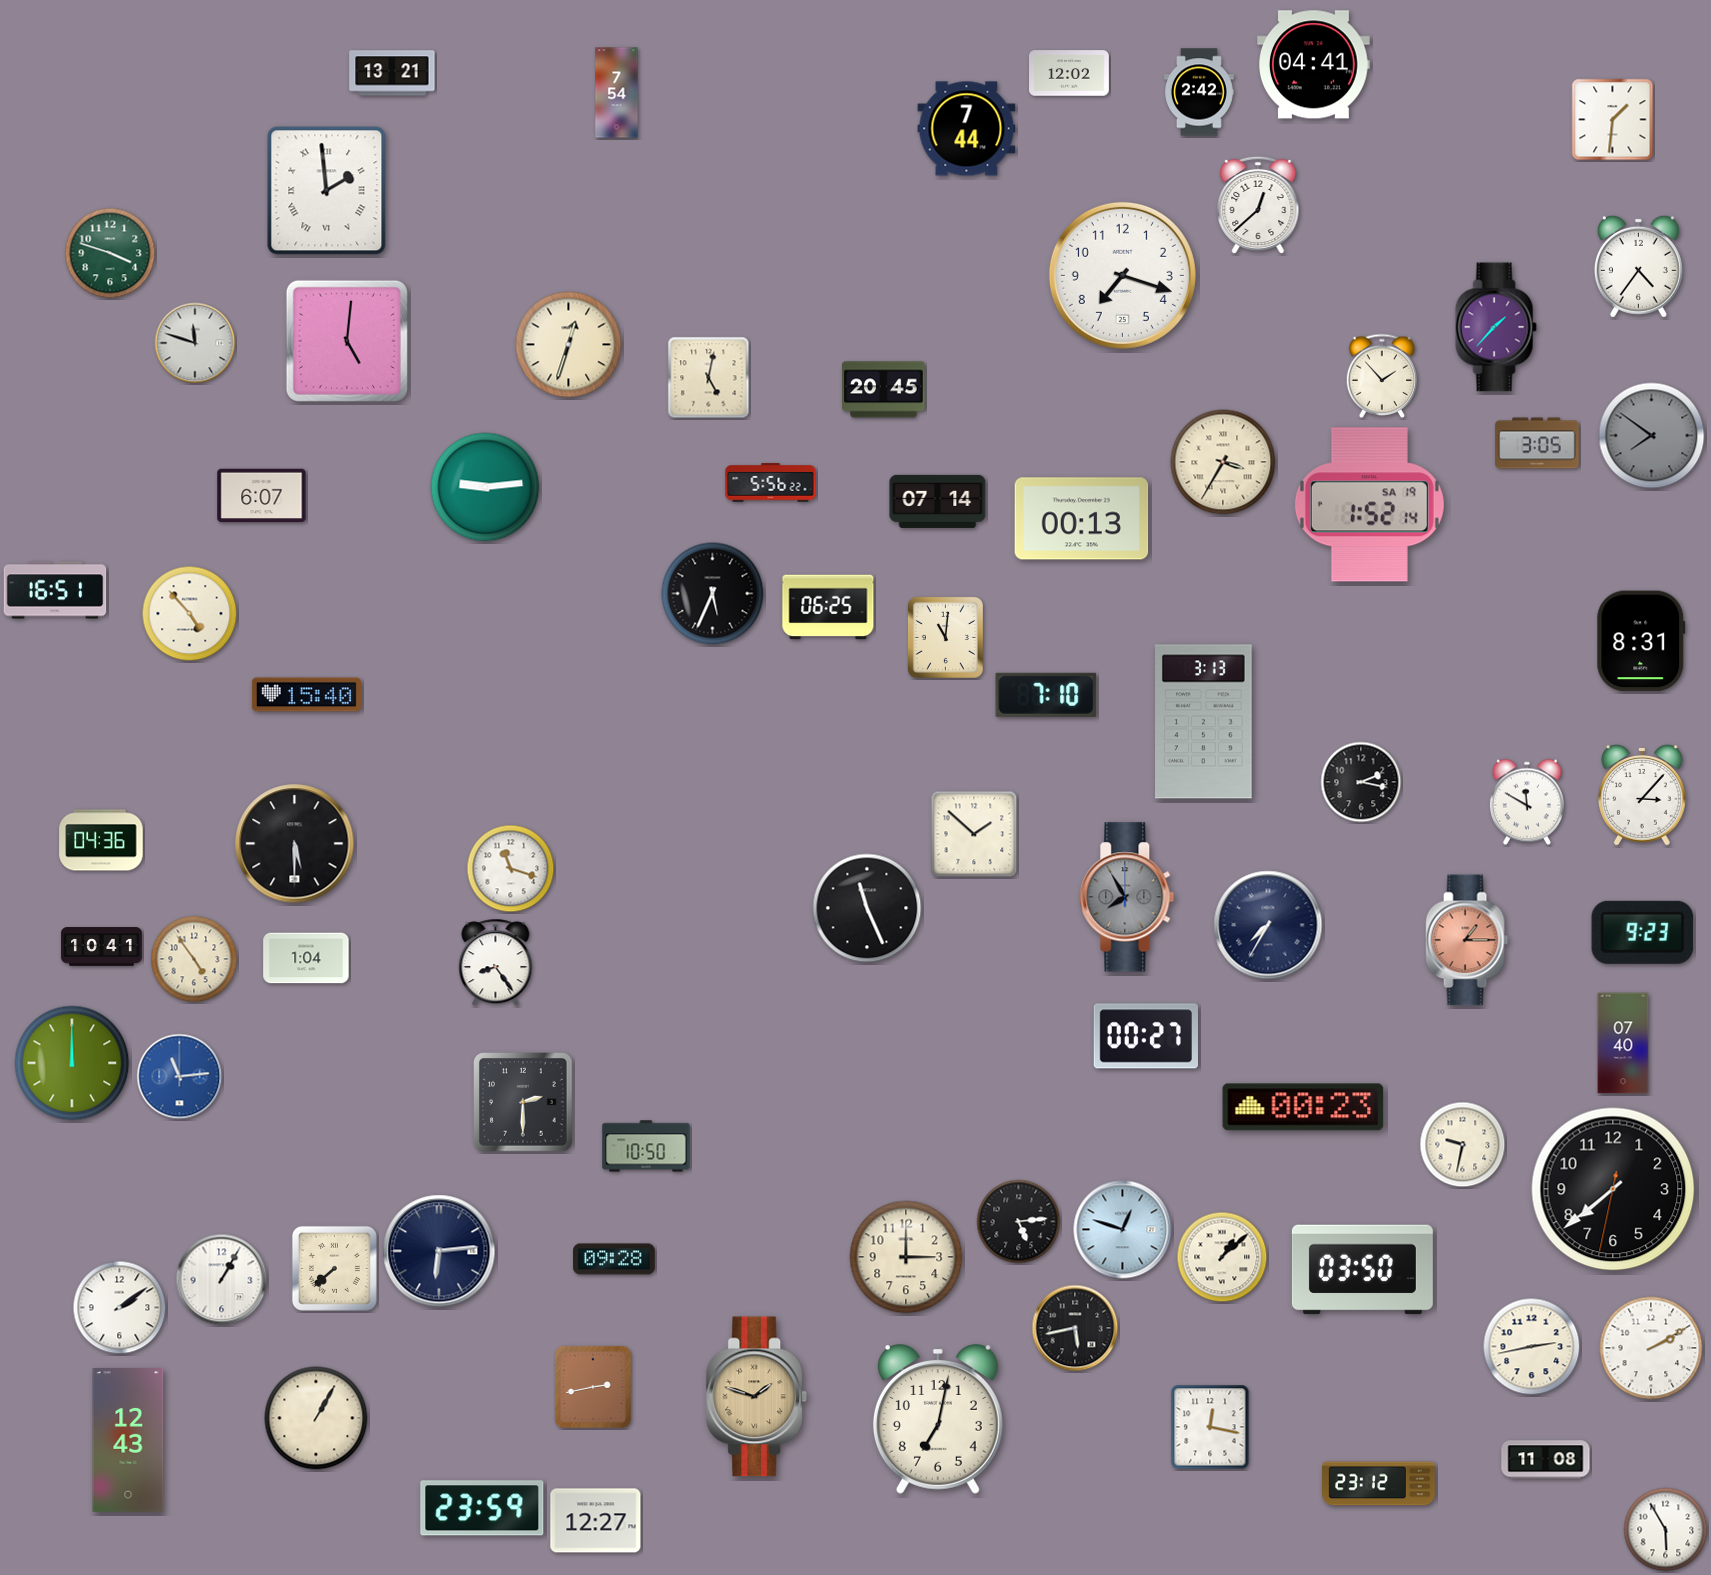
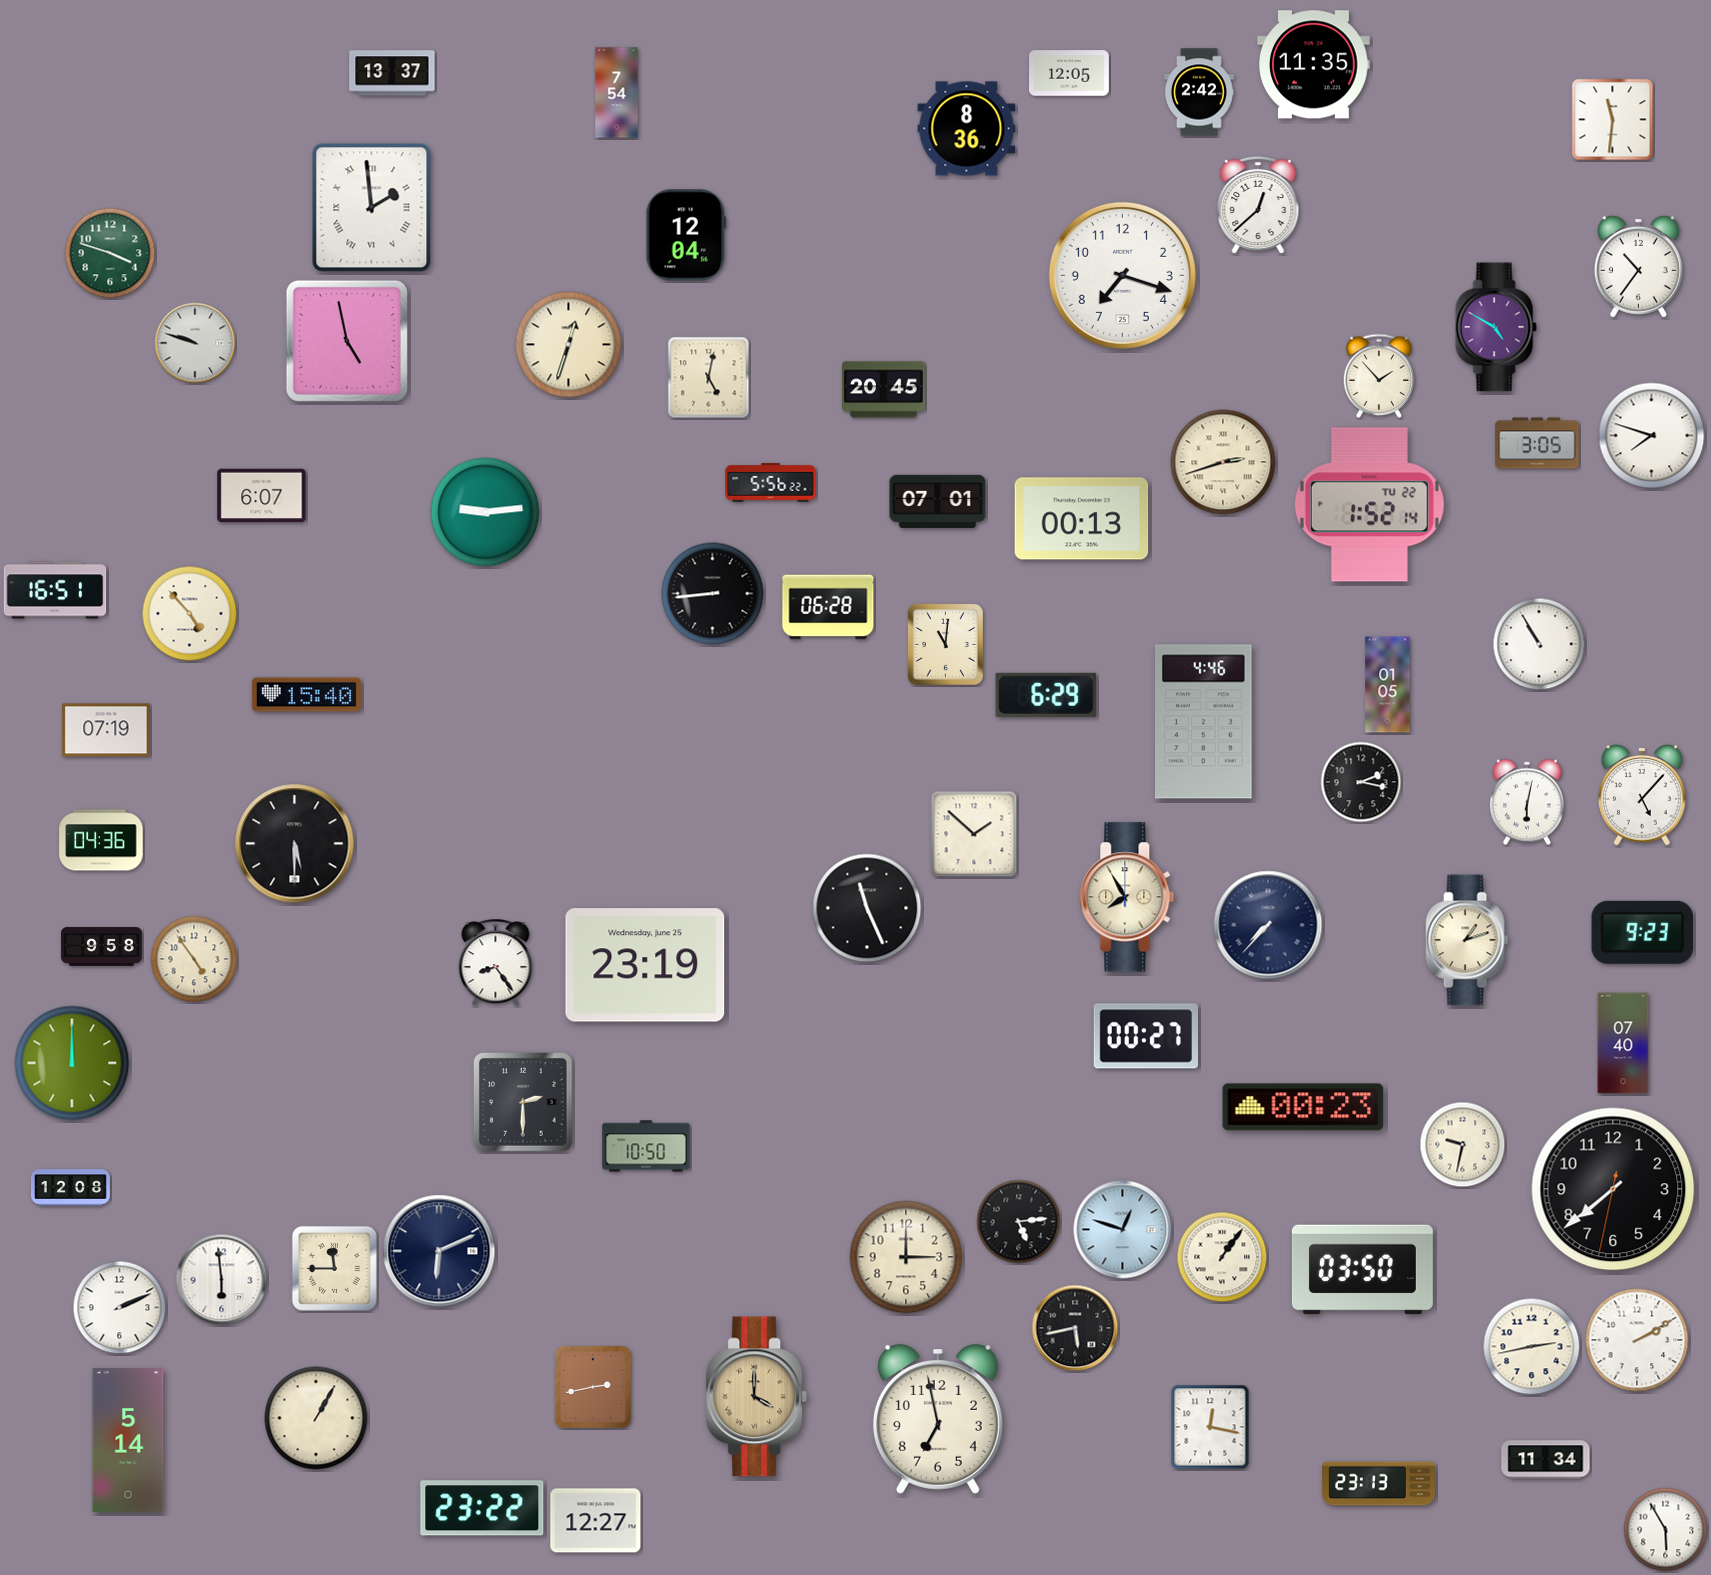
clock at (1314, 65): 04:41 -> 11:35
clock at (392, 73): 13:21 -> 13:37
clock at (1070, 73): 12:02 -> 12:05
clock at (1613, 120): 1:31 -> 11:31
clock at (967, 129): 7:44 -> 8:36
clock at (327, 191) position: (327, 191) -> (372, 208)
clock at (686, 235): none -> 12:04
clock at (1638, 266): 4:36 -> 10:36
clock at (1496, 327): 1:37 -> 4:50
clock at (347, 341): 5:01 -> 4:58
clock at (195, 343): 11:48 -> 9:48
clock at (1382, 376) position: (1382, 376) -> (1379, 376)
clock at (1652, 436): 7:51 -> 7:48
clock at (1652, 436) dial: grey -> white
clock at (1223, 462): 3:35 -> 2:42
clock at (485, 487) position: (485, 487) -> (485, 512)
clock at (938, 501): 07:14 -> 07:01
clock at (1369, 505) date: SA 19 -> TU 22
clock at (713, 594): 5:34 -> 8:44
clock at (828, 607): 06:25 -> 06:28
clock at (945, 637) position: (945, 637) -> (945, 644)
clock at (1641, 641): 8:31 -> none
clock at (1539, 644): none -> 10:55
clock at (1388, 685): none -> 01:05
clock at (1046, 695): 7:10 -> 6:29
clock at (1204, 722): 3:13 -> 4:46
clock at (106, 730): none -> 07:19
clock at (1643, 795): 3:07 -> 5:07
clock at (1527, 802): 11:50 -> 6:02
clock at (511, 869): 11:18 -> none
clock at (1127, 897) dial: grey -> cream
clock at (1268, 925): 7:35 -> 7:37
clock at (1467, 940): 1:15 -> 1:12
clock at (1467, 940) dial: salmon -> cream
clock at (102, 947): 10:41 -> 9:58
clock at (306, 958): 1:04 -> none
clock at (645, 965): none -> 23:19
clock at (180, 1077): 11:14 -> none
clock at (70, 1188): none -> 12:08
clock at (439, 1251): 6:14 -> 6:11
clock at (1222, 1257): 1:08 -> 1:06
clock at (614, 1259): 09:28 -> none
clock at (334, 1268): 7:38 -> 11:45
clock at (222, 1280): 1:05 -> 5:59
clock at (120, 1308): 2:09 -> 2:11
clock at (1651, 1348) position: (1651, 1348) -> (1637, 1340)
clock at (757, 1397): 1:48 -> 4:00
clock at (938, 1419): 7:02 -> 6:58
clock at (128, 1440): 12:43 -> 5:14
clock at (1546, 1460): 11:08 -> 11:34
clock at (1379, 1484): 23:12 -> 23:13
clock at (482, 1508): 23:59 -> 23:22
